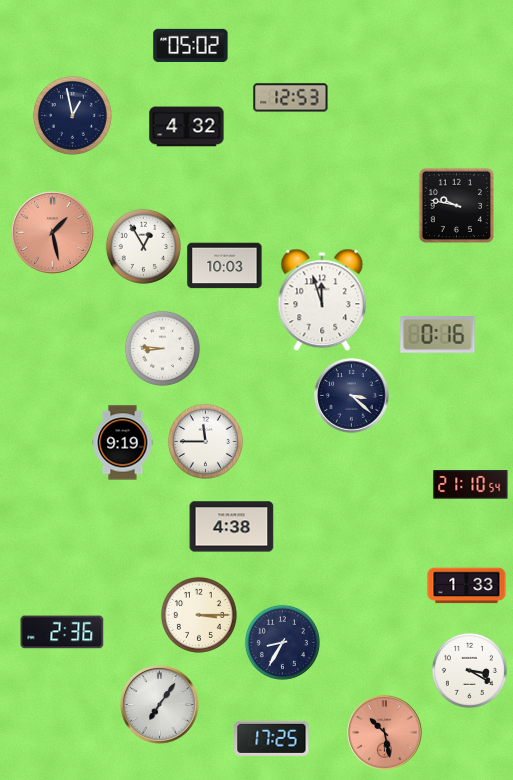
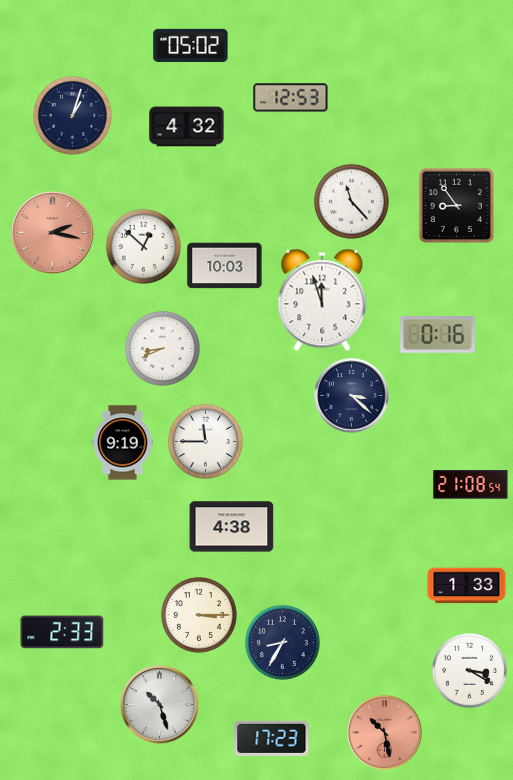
clock at (72, 115): 12:58 -> 1:03
clock at (351, 201): none -> 11:23
clock at (456, 205): 9:47 -> 8:54
clock at (53, 233): 1:28 -> 2:17
clock at (143, 246): 12:55 -> 12:52
clock at (162, 348): 8:46 -> 8:41
clock at (471, 485): 21:10 -> 21:08
clock at (62, 632): 2:36 -> 2:33
clock at (160, 705): 7:06 -> 10:27
clock at (272, 738): 17:25 -> 17:23
